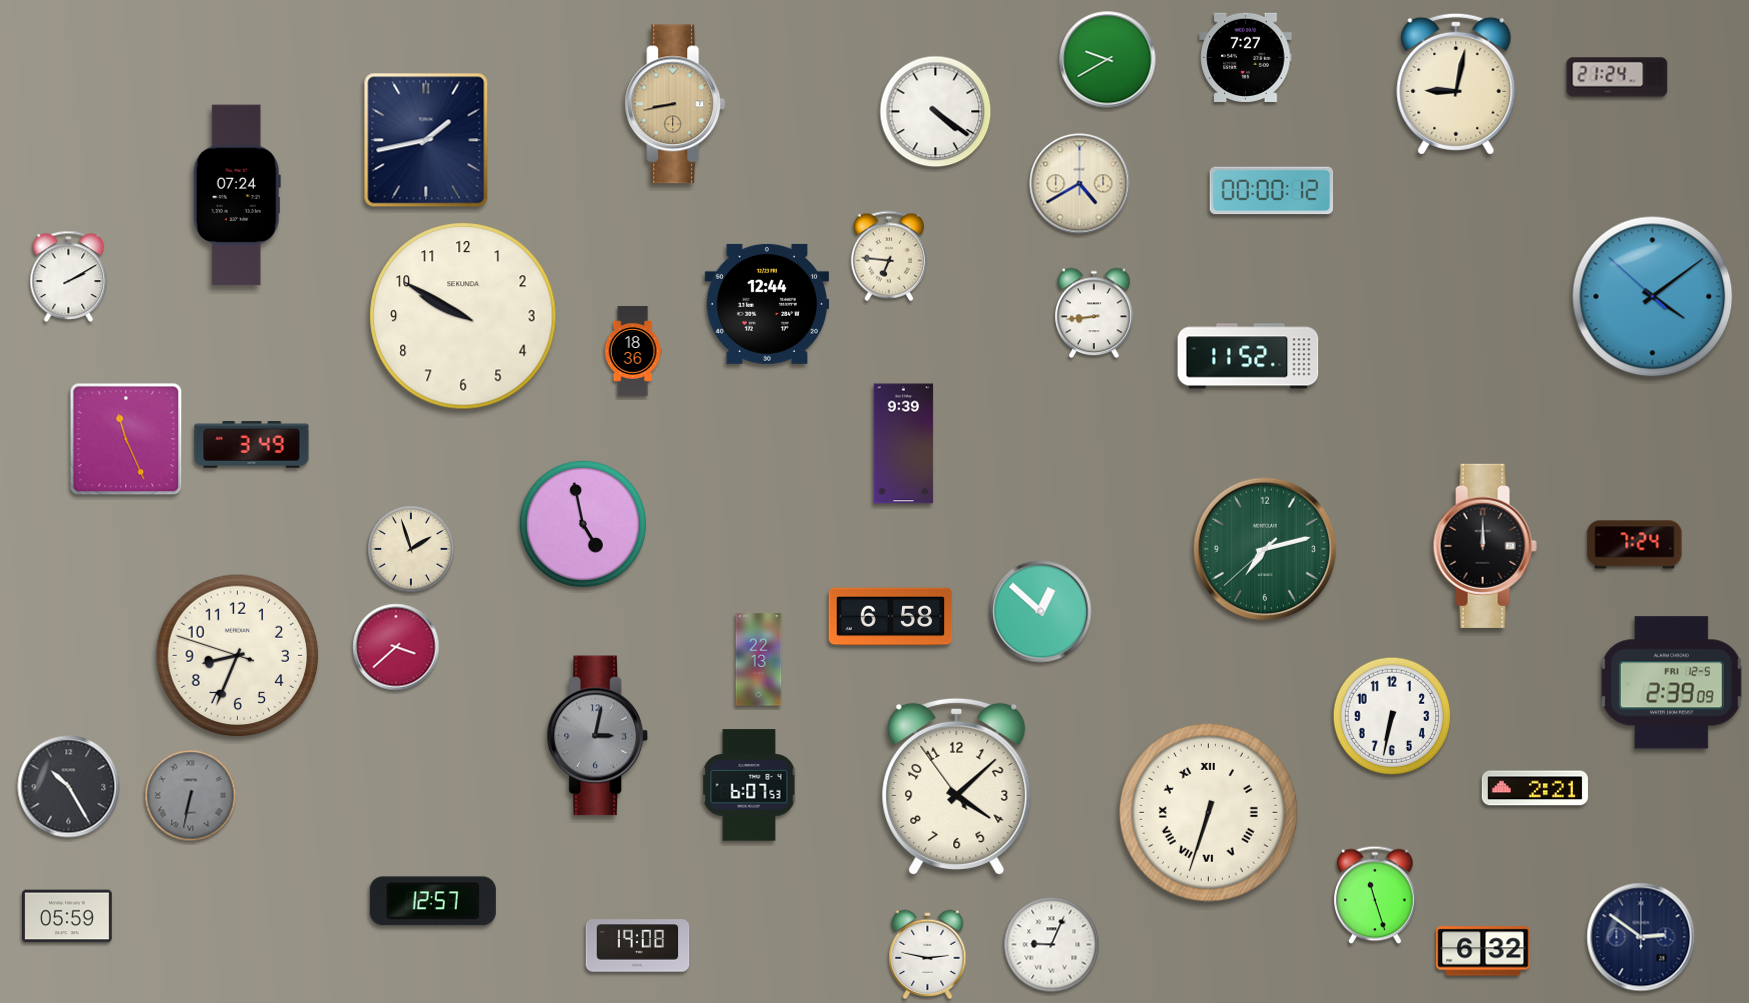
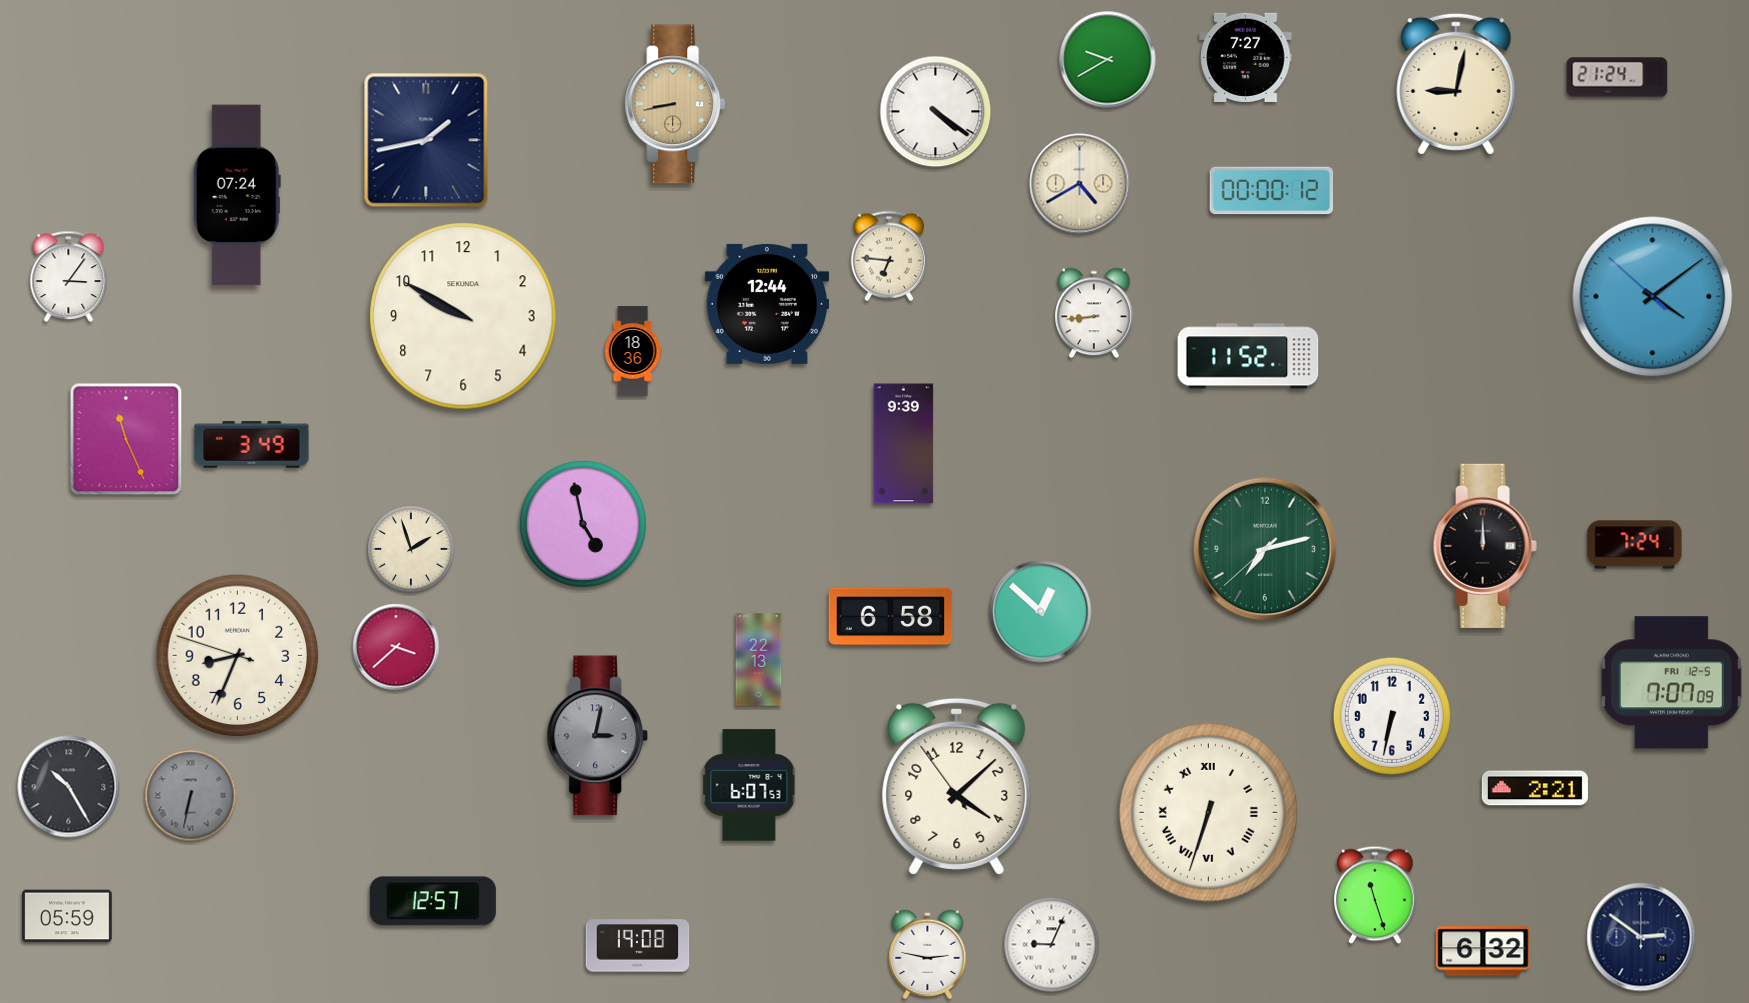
clock at (69, 276): 2:10 -> 3:06
clock at (1671, 683): 2:39 -> 7:07
